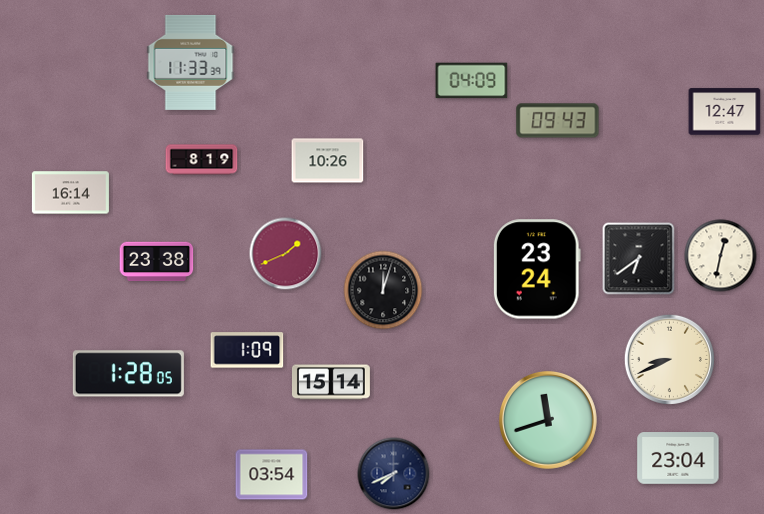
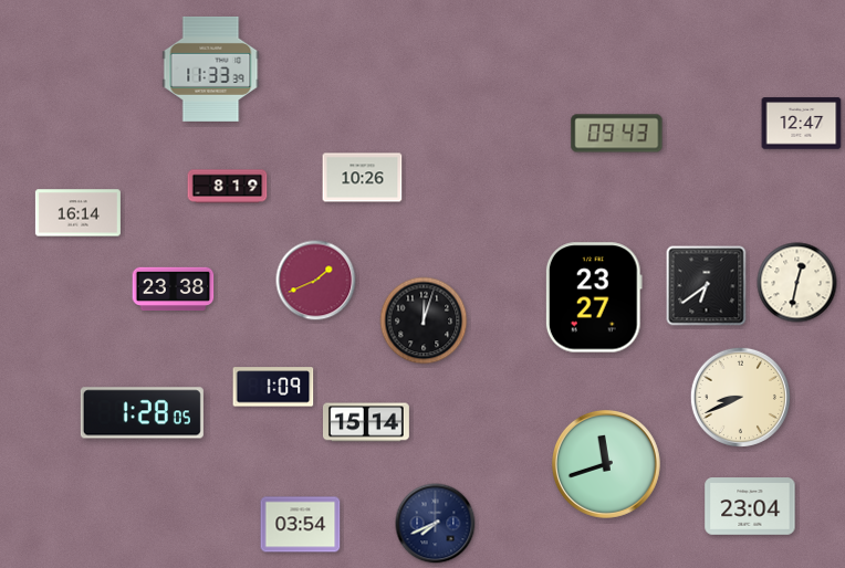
clock at (472, 81): 04:09 -> none
clock at (202, 160) position: (202, 160) -> (228, 187)
clock at (537, 269): 23:24 -> 23:27
